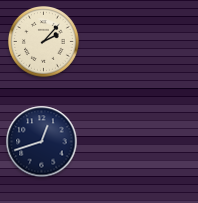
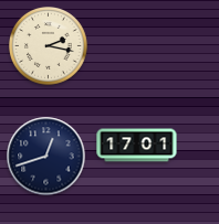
clock at (44, 42): 2:07 -> 2:17
clock at (137, 146): none -> 17:01
